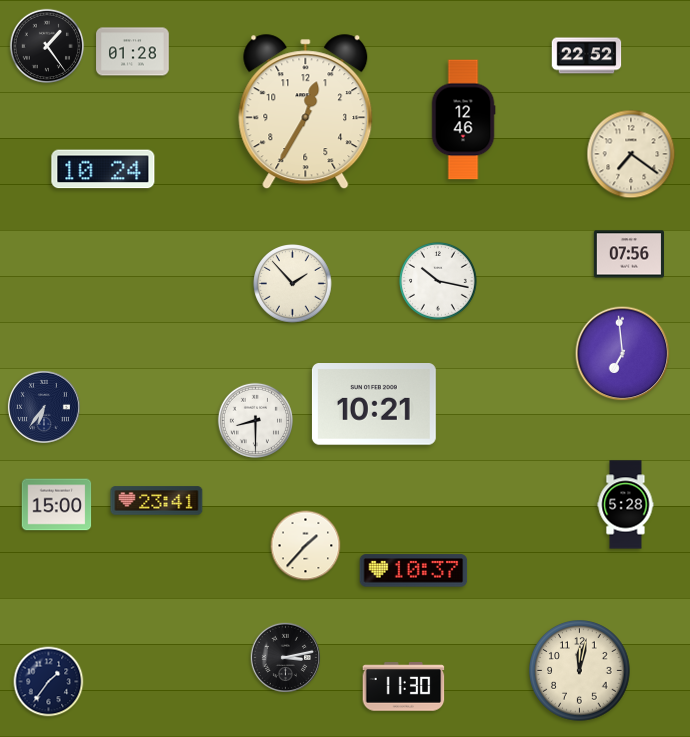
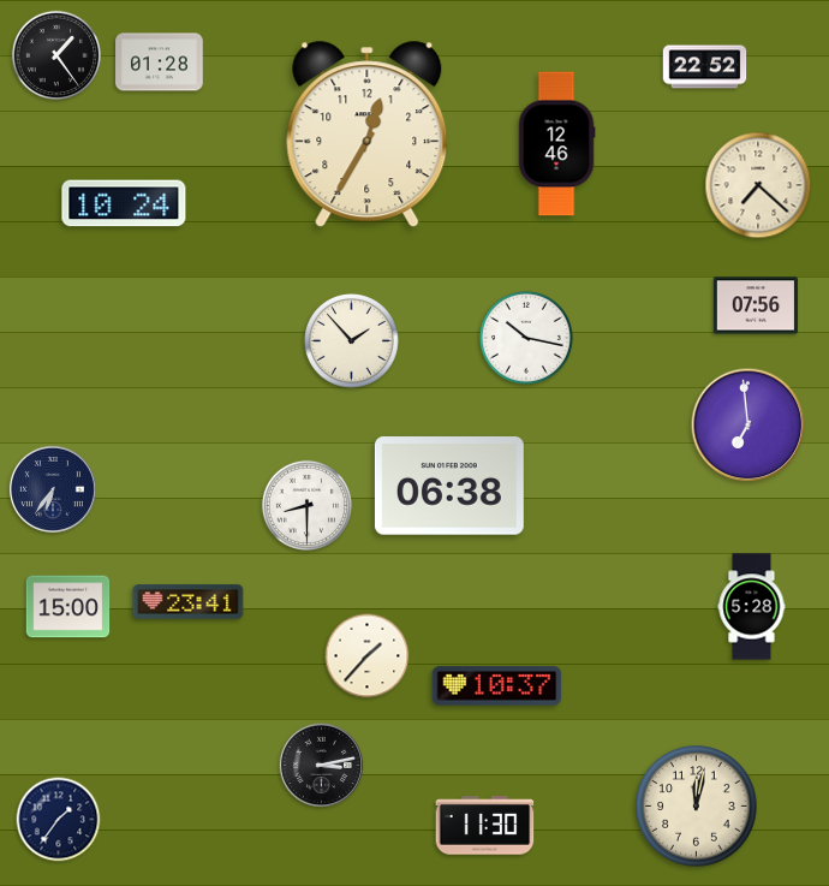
clock at (631, 154): 7:21 -> 7:22
clock at (374, 405): 10:21 -> 06:38
clock at (285, 657) position: (285, 657) -> (321, 765)
